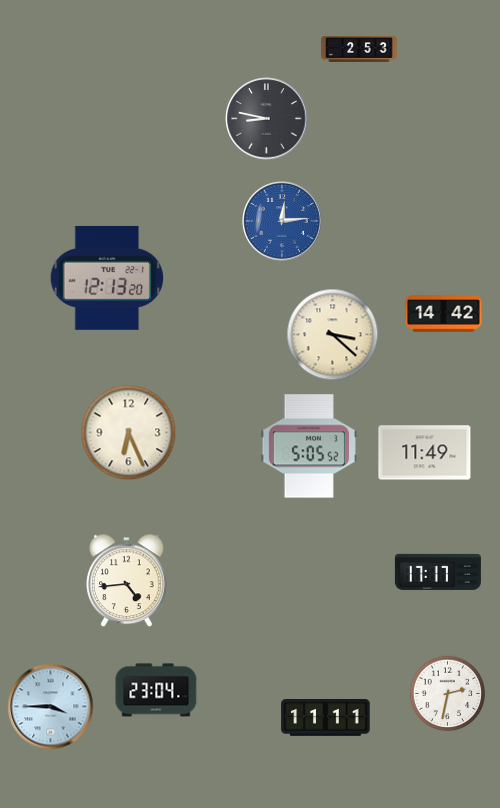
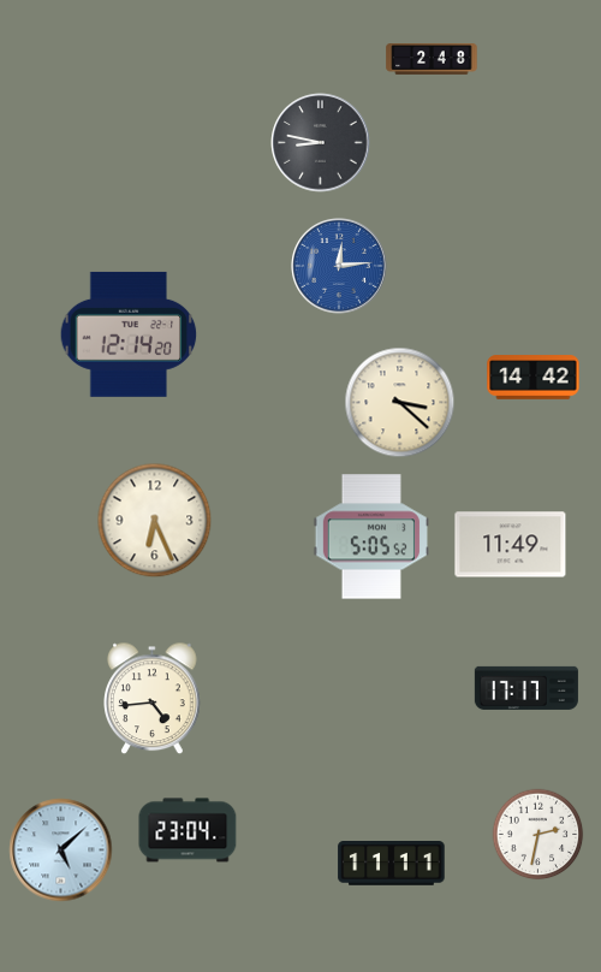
clock at (359, 49): 2:53 -> 2:48
clock at (107, 278): 12:13 -> 12:14
clock at (51, 707): 3:45 -> 5:08
